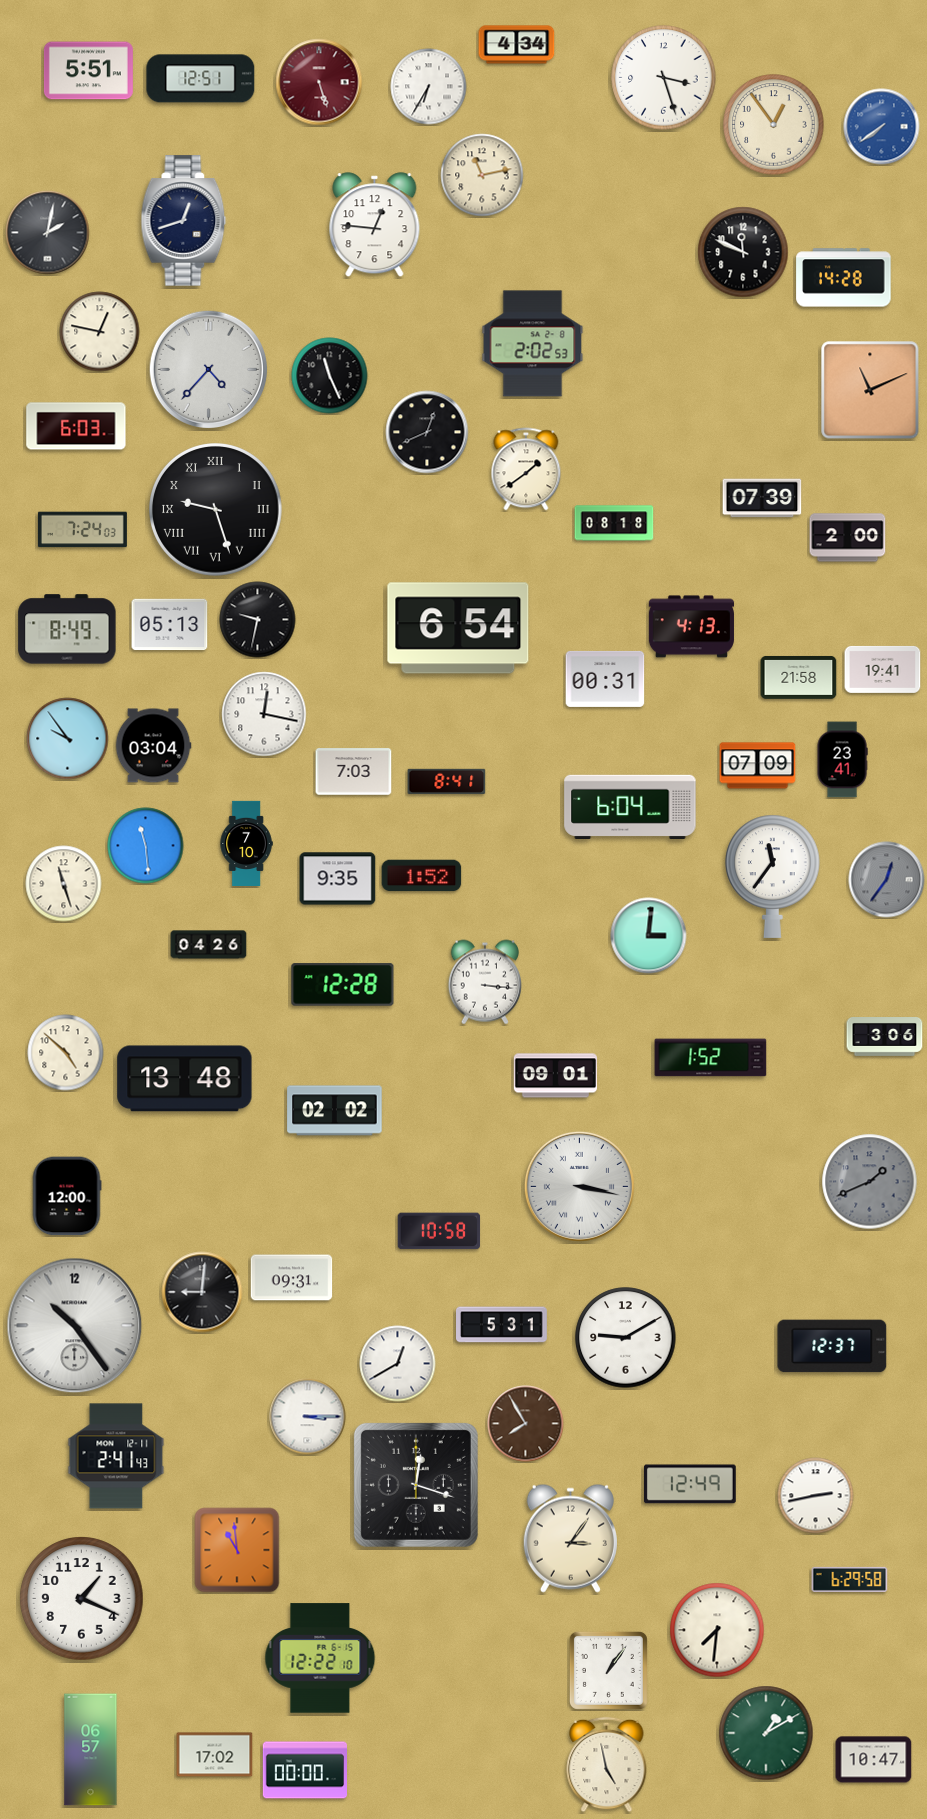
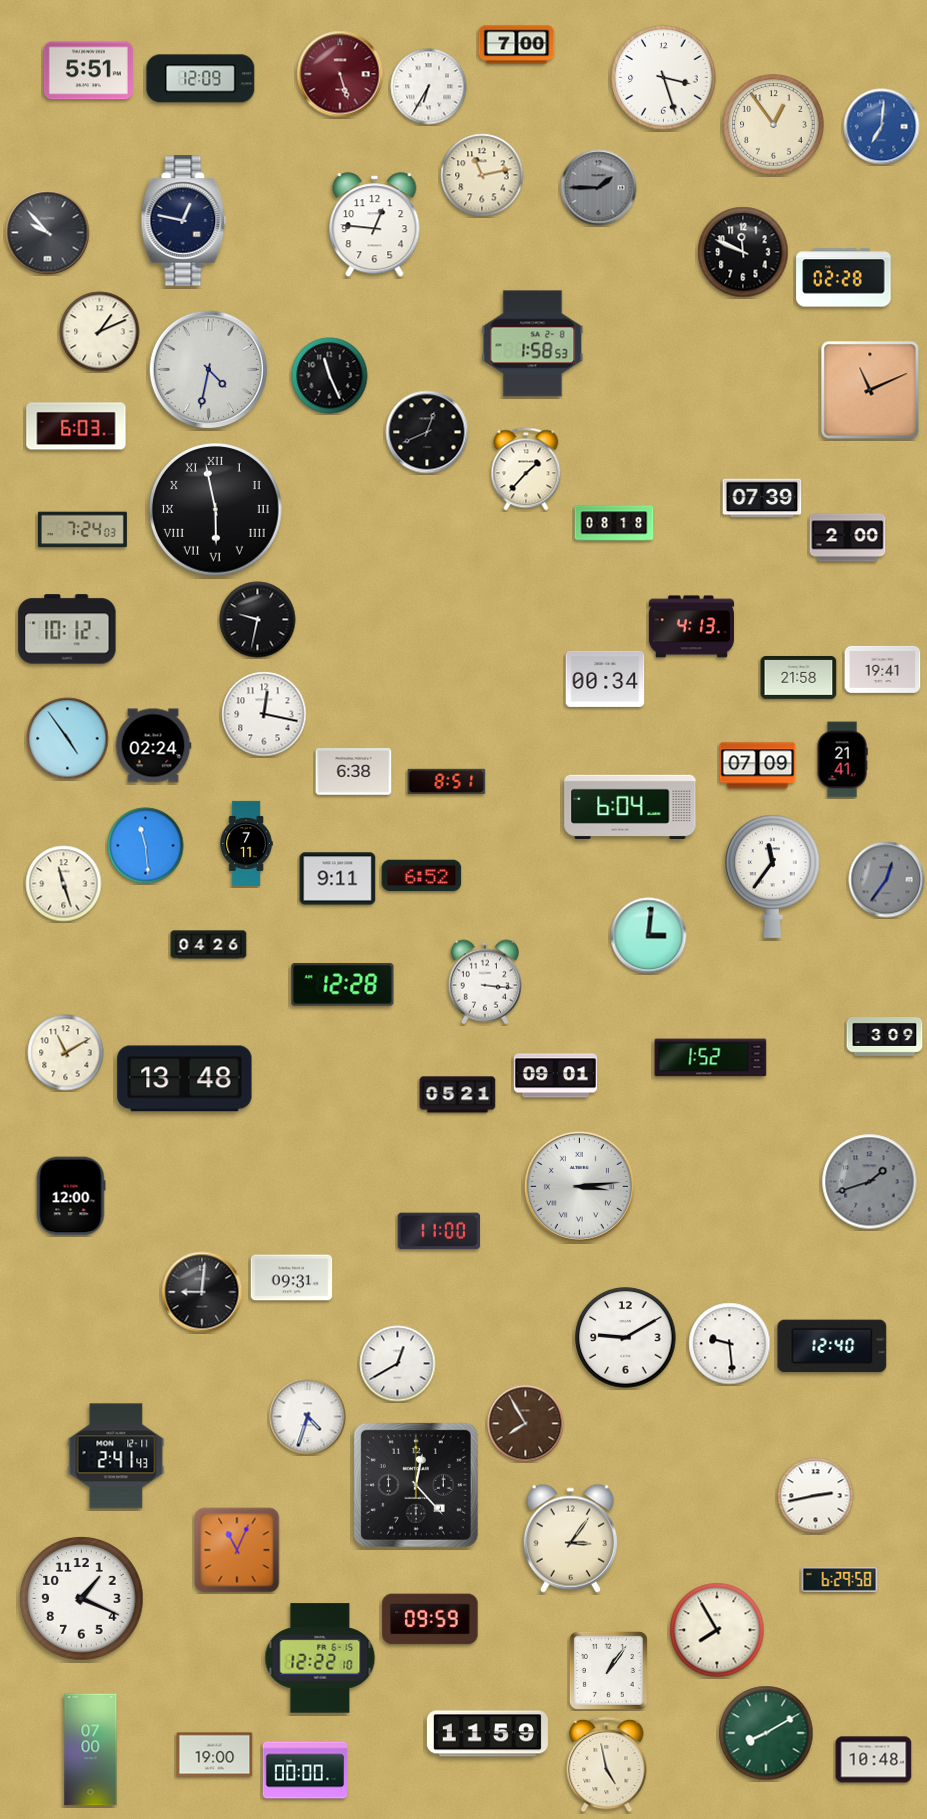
clock at (517, 45): 4:34 -> 7:00
clock at (201, 79): 12:51 -> 12:09
clock at (319, 82) position: (319, 82) -> (340, 74)
clock at (882, 127): 7:39 -> 7:01
clock at (599, 188): none -> 1:45
clock at (184, 221): 12:42 -> 12:47
clock at (48, 233): 2:02 -> 9:53
clock at (844, 278): 14:28 -> 02:28
clock at (100, 332): 12:47 -> 1:11
clock at (533, 344): 2:02 -> 1:58
clock at (208, 369): 4:37 -> 4:32
clock at (526, 469): 1:39 -> 1:37
clock at (216, 510): 9:27 -> 5:58
clock at (170, 625): 05:13 -> none
clock at (458, 628): 6:54 -> none
clock at (67, 629): 8:49 -> 10:12
clock at (605, 679): 00:31 -> 00:34
clock at (68, 739): 9:54 -> 4:54
clock at (153, 746): 03:04 -> 02:24
clock at (842, 760): 23:41 -> 21:41
clock at (354, 772): 7:03 -> 6:38
clock at (447, 781): 8:41 -> 8:51
clock at (246, 843): 7:10 -> 7:11
clock at (422, 876): 1:52 -> 6:52
clock at (338, 879): 9:35 -> 9:11
clock at (885, 1037): 3:06 -> 3:09
clock at (66, 1053): 4:52 -> 11:10
clock at (458, 1095): none -> 05:21
clock at (335, 1111): 02:02 -> none
clock at (870, 1182): 1:41 -> 1:42
clock at (579, 1186): 3:17 -> 3:14
clock at (67, 1196) position: (67, 1196) -> (71, 1196)
clock at (439, 1231): 10:58 -> 11:00
clock at (502, 1325): 5:31 -> none
clock at (75, 1326): 10:24 -> none
clock at (730, 1344): none -> 9:29
clock at (832, 1346): 12:37 -> 12:40
clock at (308, 1417): 3:15 -> 4:33
clock at (691, 1484): 12:49 -> none
clock at (416, 1485): 12:18 -> 12:23
clock at (237, 1550): 10:59 -> 11:04
clock at (850, 1579) position: (850, 1579) -> (840, 1579)
clock at (430, 1619): none -> 09:59
clock at (717, 1630): 7:31 -> 7:55
clock at (766, 1733): 1:10 -> 8:10
clock at (487, 1734): none -> 11:59
clock at (91, 1750): 06:57 -> 07:00
clock at (215, 1755): 17:02 -> 19:00
clock at (874, 1760): 10:47 -> 10:48
